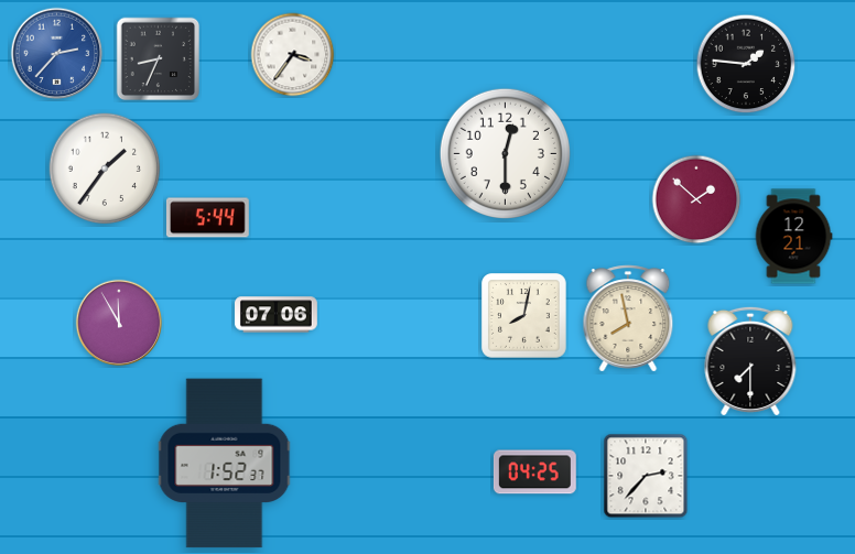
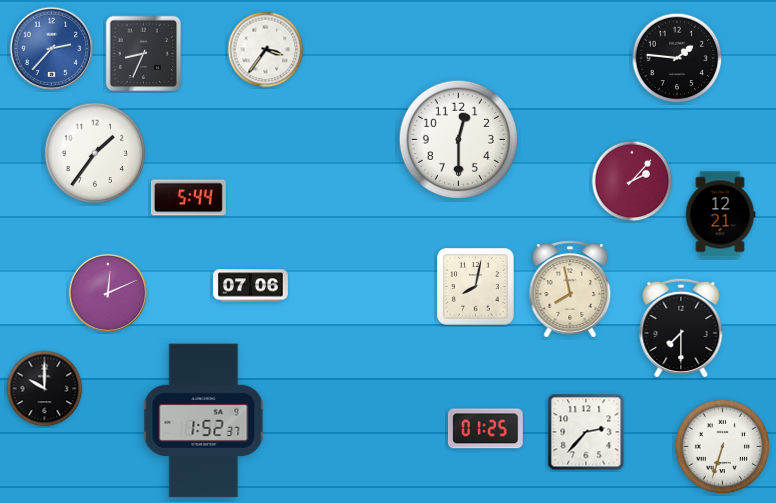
clock at (696, 199): 1:52 -> 2:07
clock at (119, 323): 11:55 -> 12:11
clock at (45, 389): none -> 10:00
clock at (534, 472): 04:25 -> 01:25
clock at (723, 447): none -> 6:33
